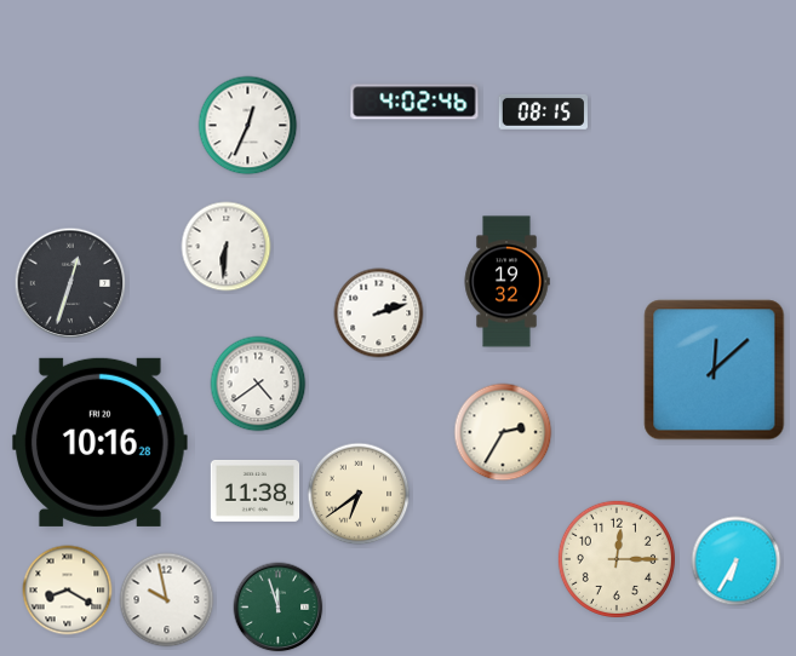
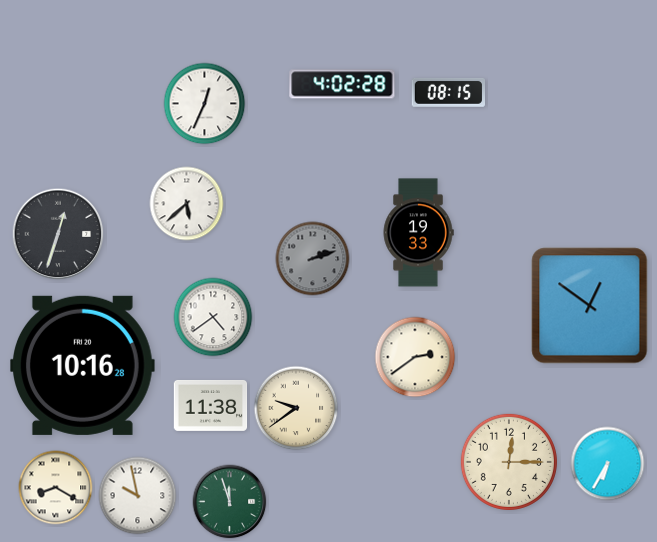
clock at (414, 102): 4:02:46 -> 4:02:28
clock at (227, 247): 6:31 -> 5:38
clock at (506, 282): 19:32 -> 19:33
clock at (379, 313) dial: white -> grey
clock at (715, 370): 12:08 -> 12:51
clock at (503, 432): 2:35 -> 2:39
clock at (359, 494): 6:39 -> 9:39
